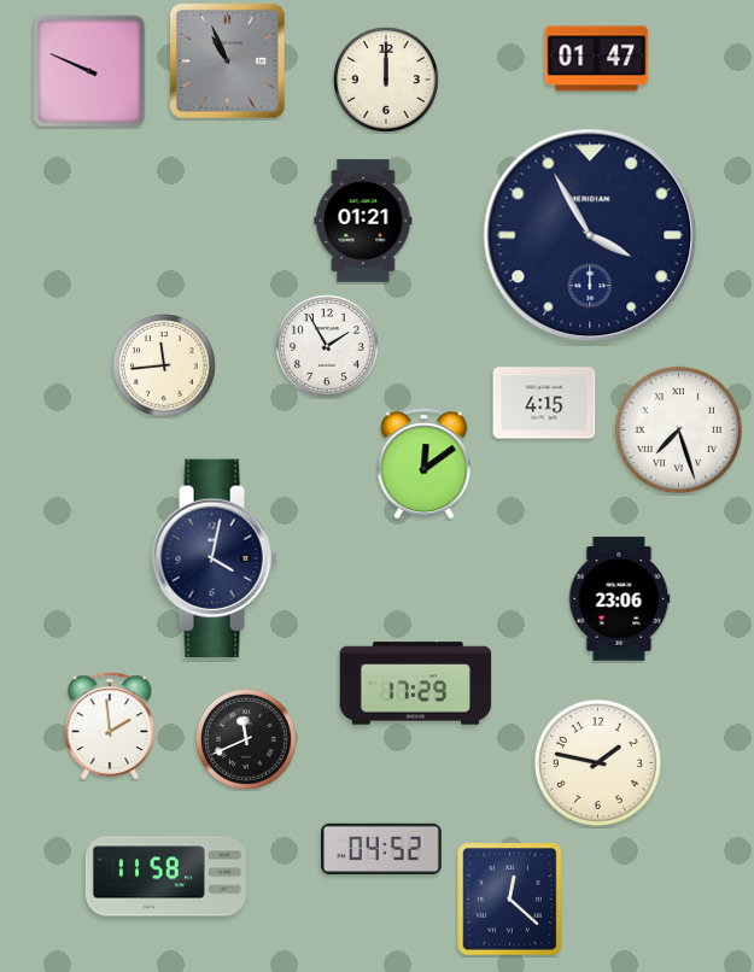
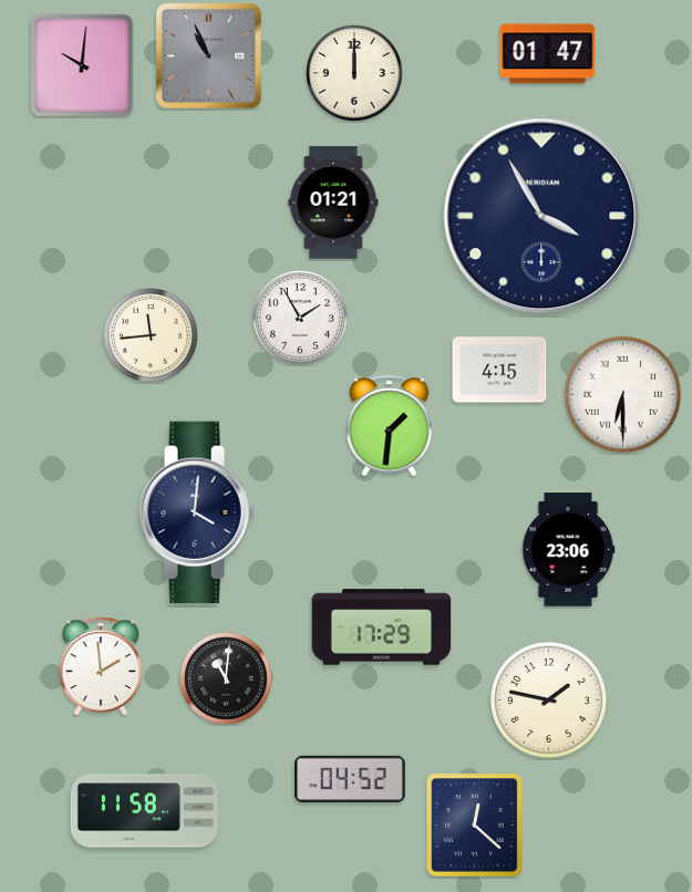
clock at (89, 71): 9:49 -> 10:01
clock at (678, 429): 7:27 -> 6:30
clock at (425, 464): 12:09 -> 1:31
clock at (215, 558): 4:02 -> 4:01
clock at (247, 740): 11:41 -> 11:01
clock at (165, 877) position: (165, 877) -> (144, 811)
clock at (510, 900) position: (510, 900) -> (475, 826)
